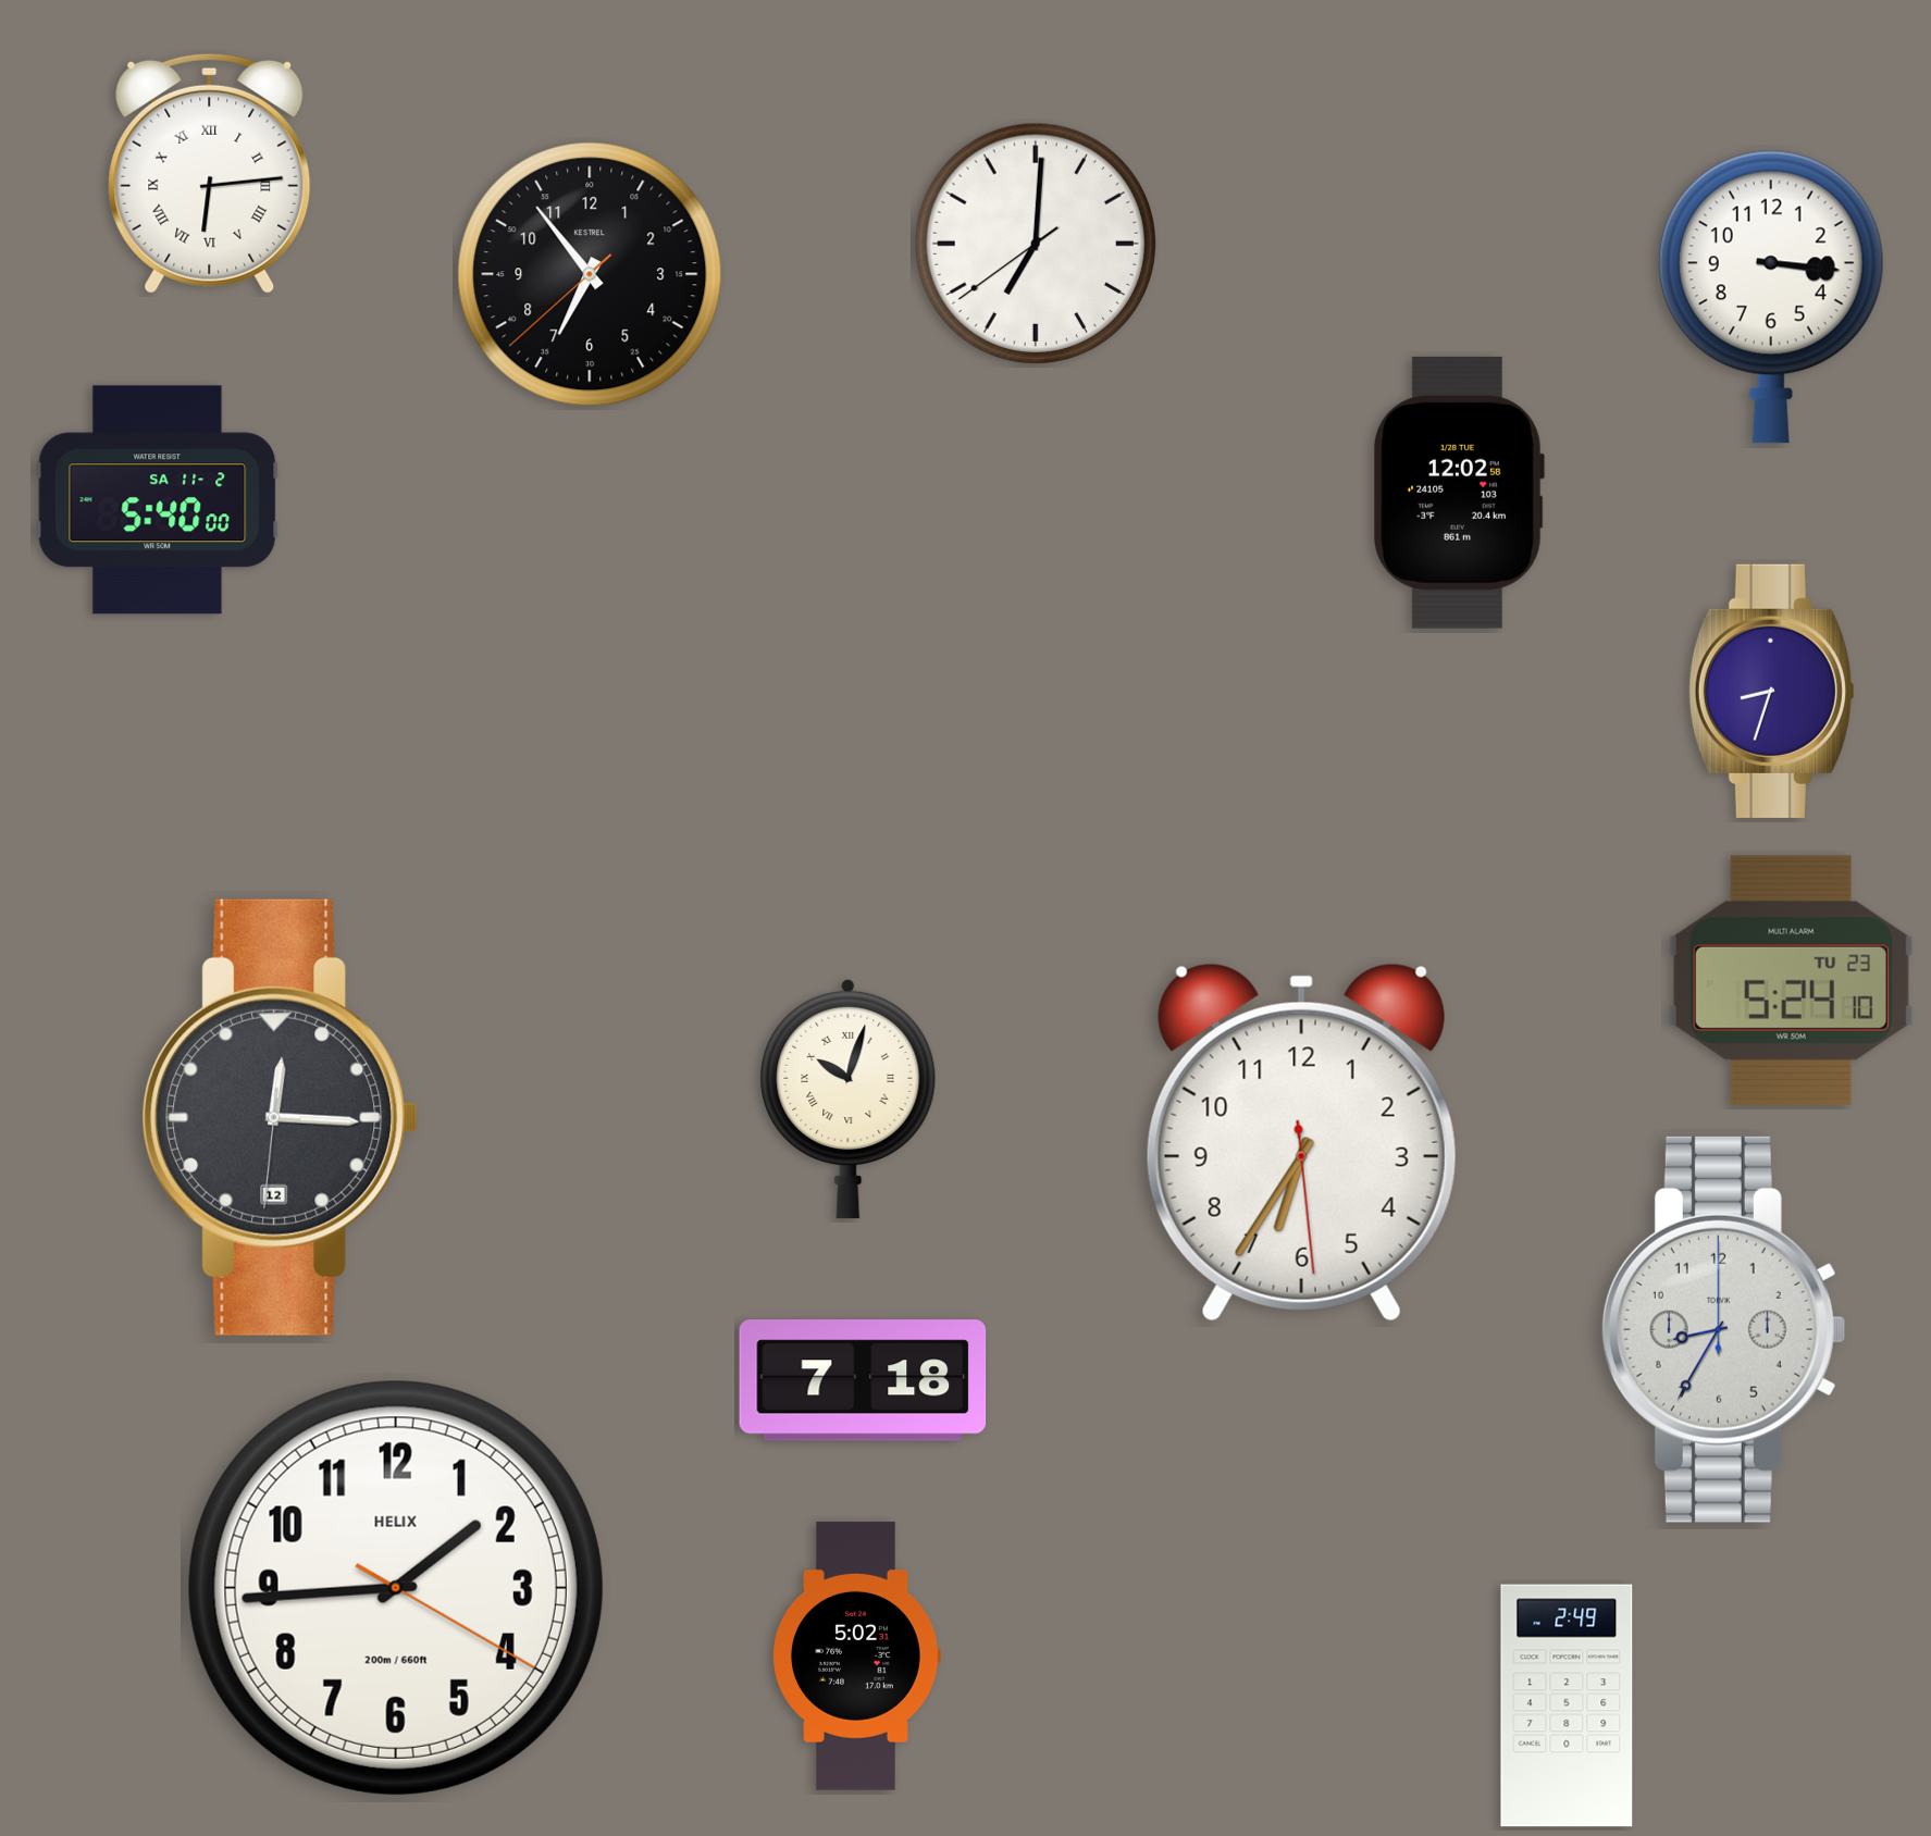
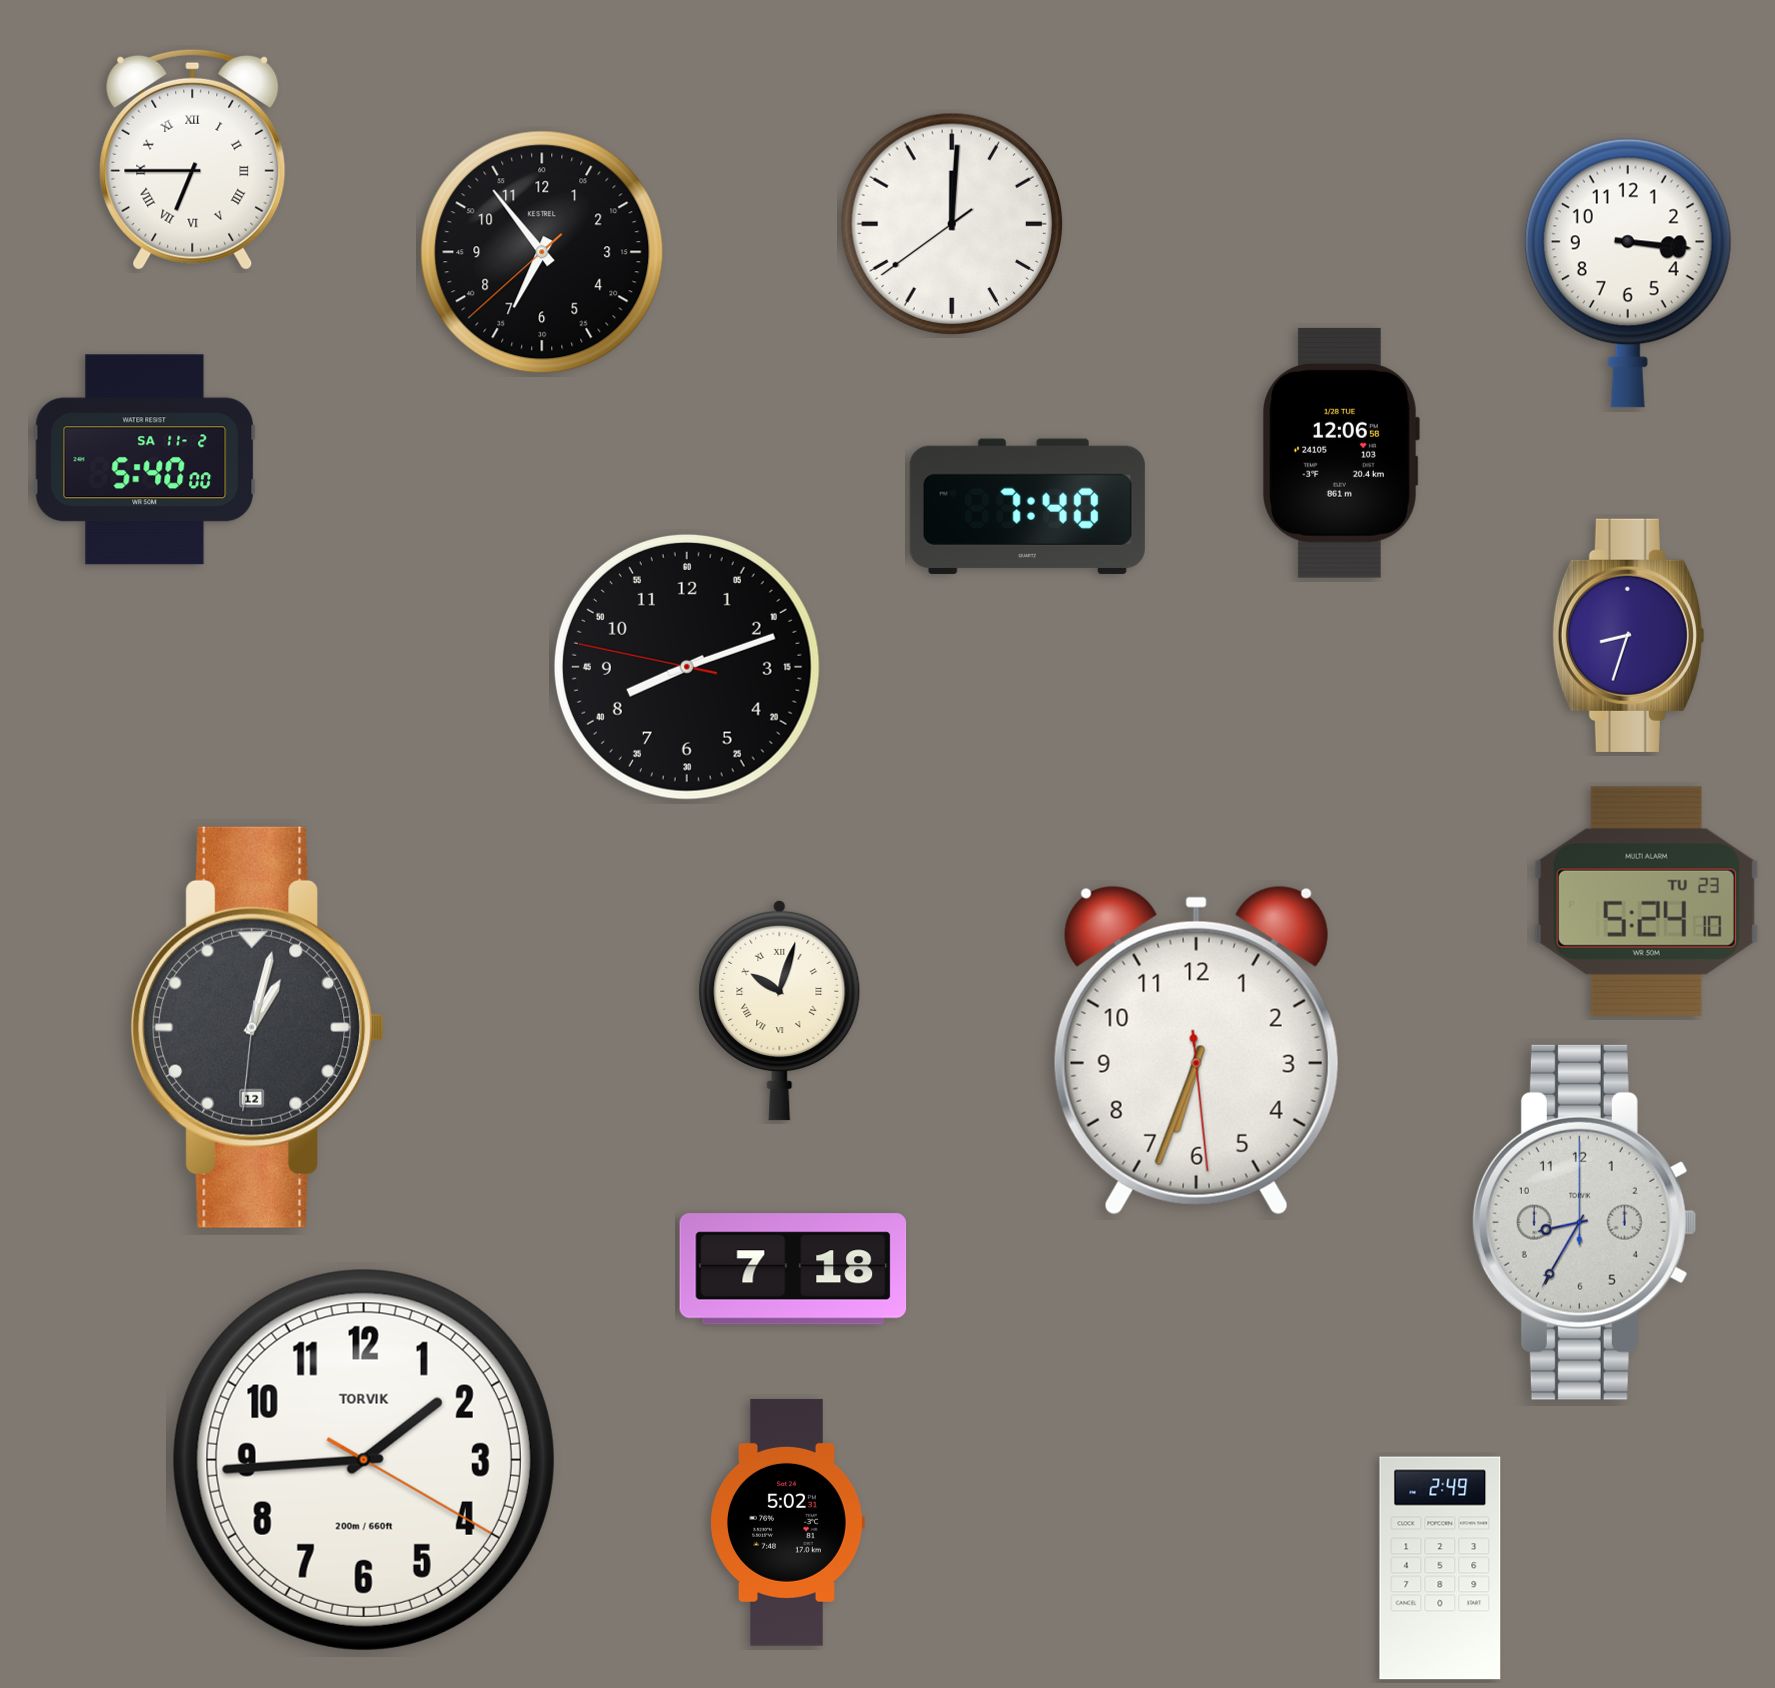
clock at (210, 173): 6:14 -> 6:45
clock at (1035, 243): 7:00 -> 12:00
clock at (1459, 493): 12:02 -> 12:06
clock at (1027, 506): none -> 7:40
clock at (687, 667): none -> 8:11
clock at (281, 1117): 12:15 -> 1:02
clock at (1301, 1142): 6:35 -> 6:33
clock at (396, 1588) brand: HELIX -> TORVIK
